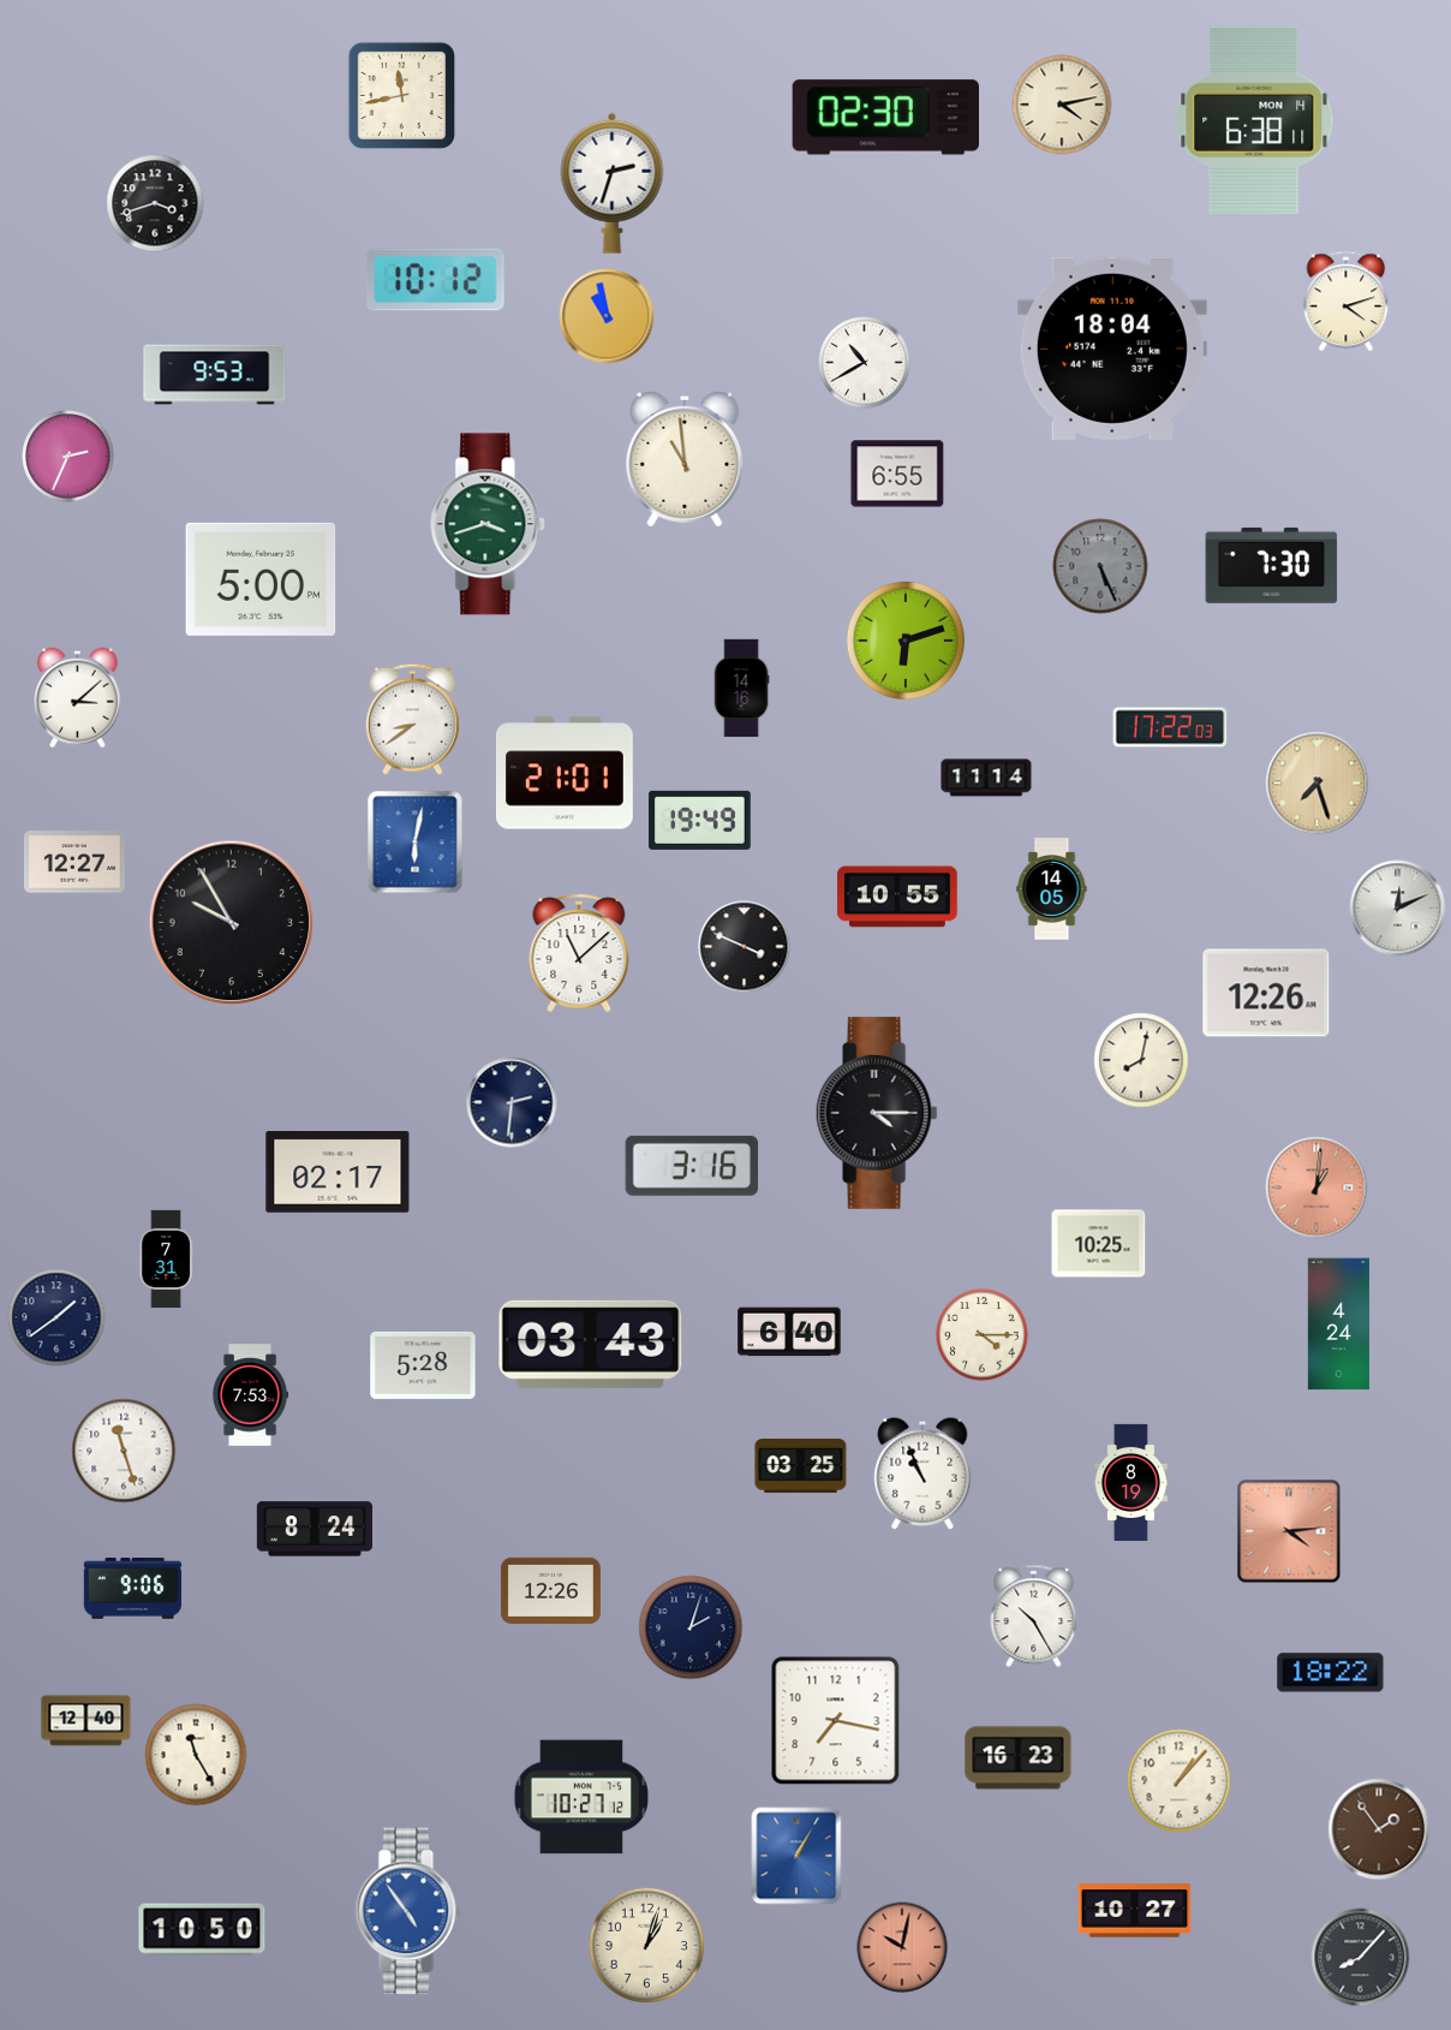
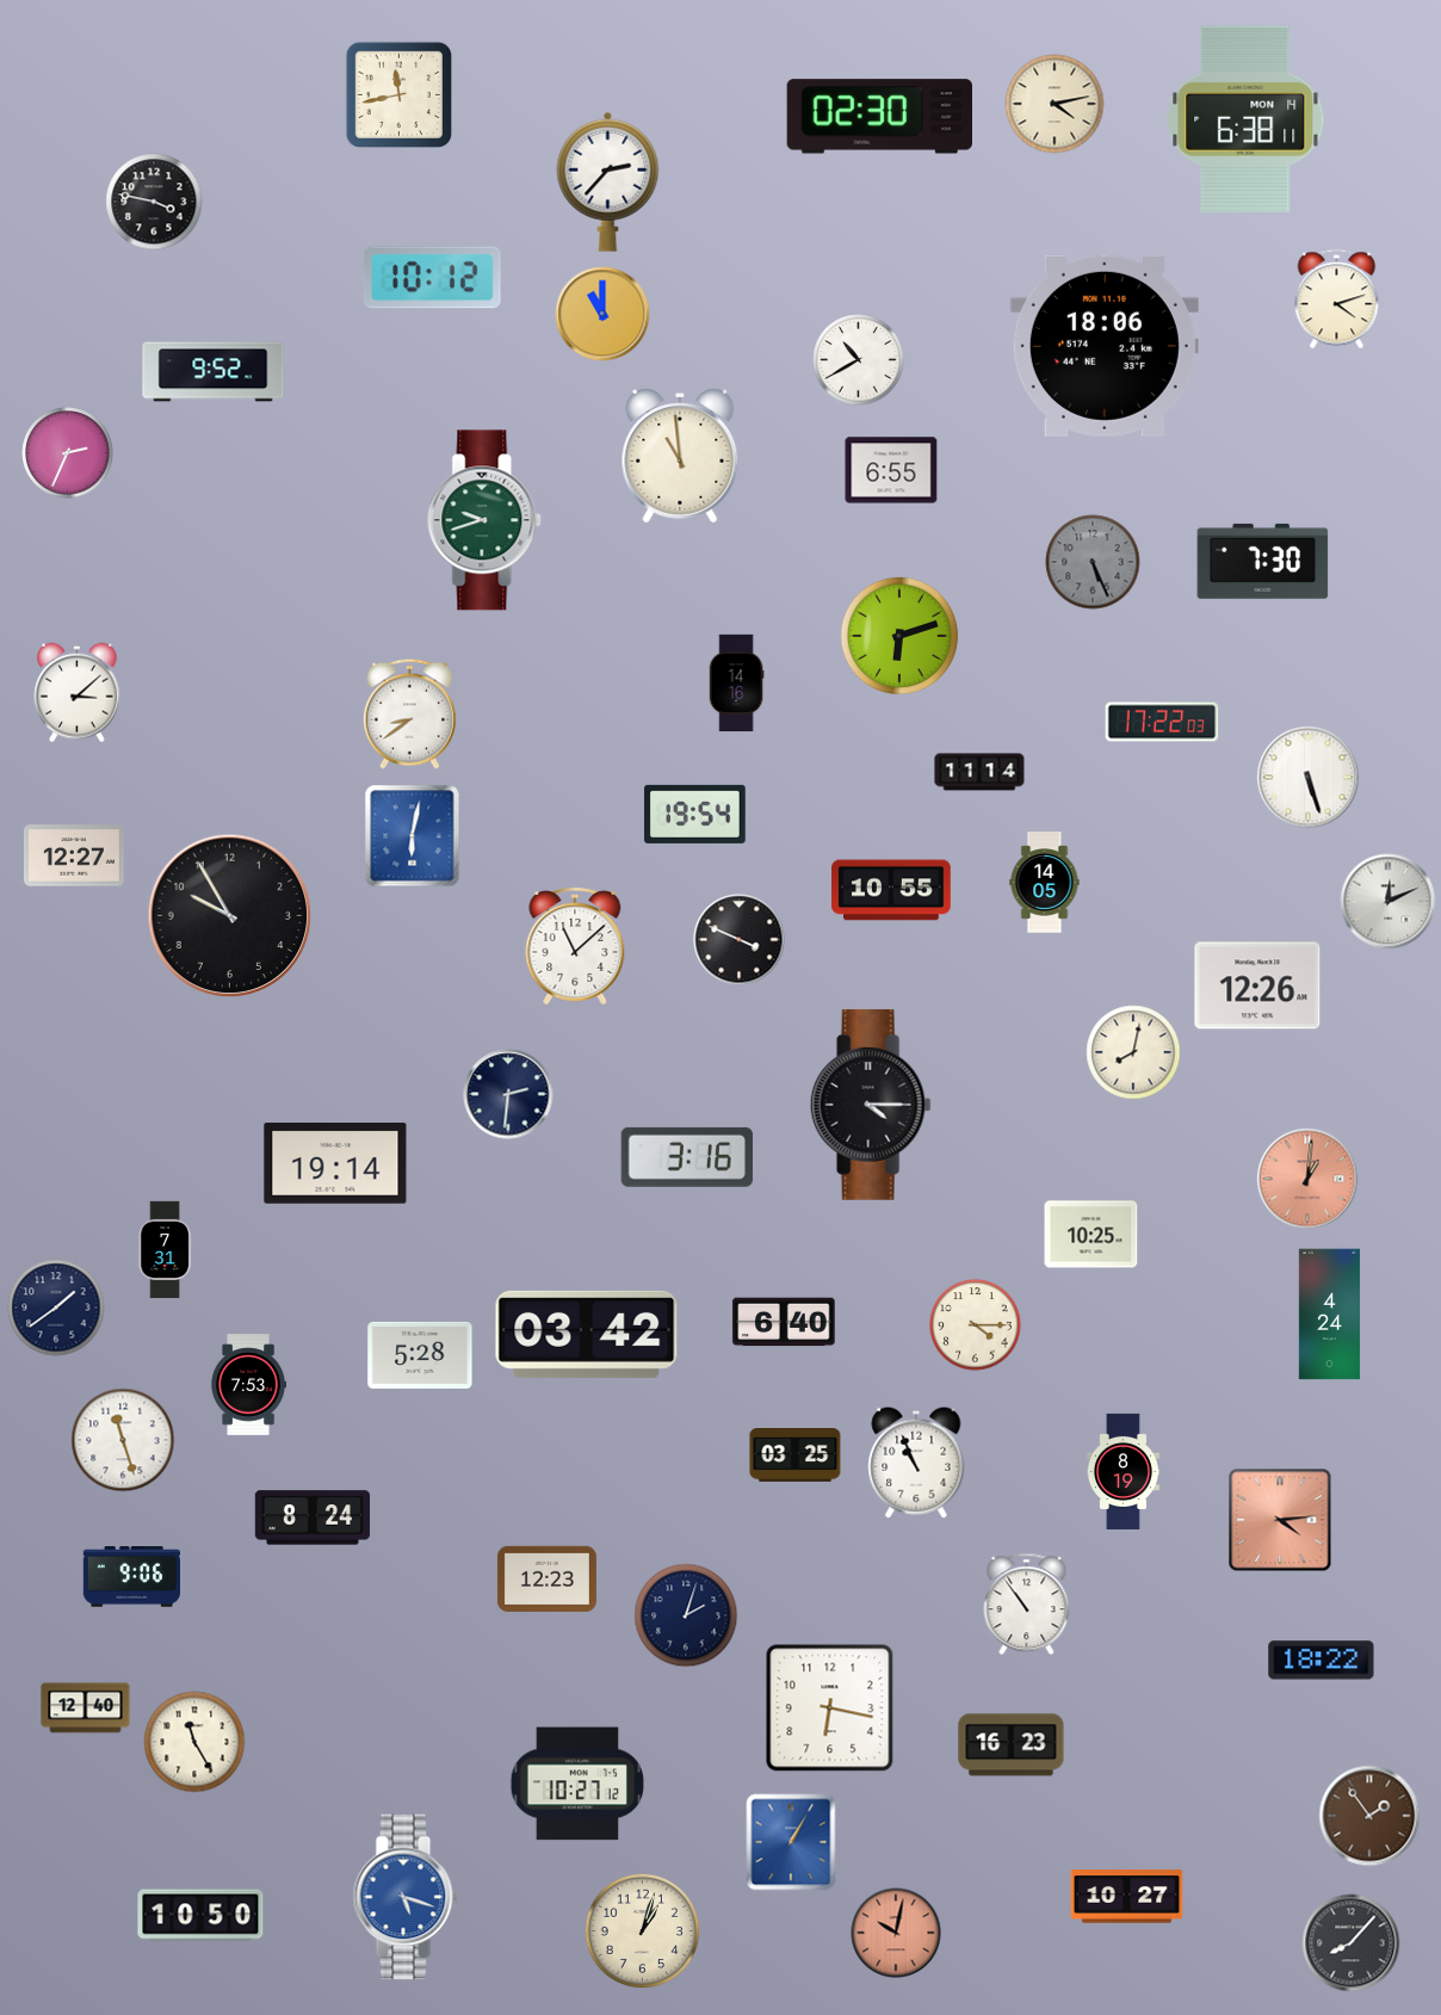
clock at (613, 183): 2:33 -> 2:37
clock at (155, 203): 3:42 -> 3:47
clock at (607, 316): 10:58 -> 11:00
clock at (1112, 349): 18:04 -> 18:06
clock at (215, 375): 9:53 -> 9:52
clock at (489, 524): 3:42 -> 9:42
clock at (261, 579): 5:00 -> none
clock at (565, 773): 21:01 -> none
clock at (1318, 784): 7:27 -> 5:27
clock at (1318, 784) dial: champagne -> white
clock at (700, 820): 19:49 -> 19:54
clock at (338, 1172): 02:17 -> 19:14
clock at (591, 1344): 03:43 -> 03:42
clock at (550, 1591): 12:26 -> 12:23
clock at (1034, 1617): 10:25 -> 10:54
clock at (836, 1721): 7:17 -> 6:17
clock at (1180, 1781): 1:07 -> none
clock at (408, 1911): 4:54 -> 5:18
